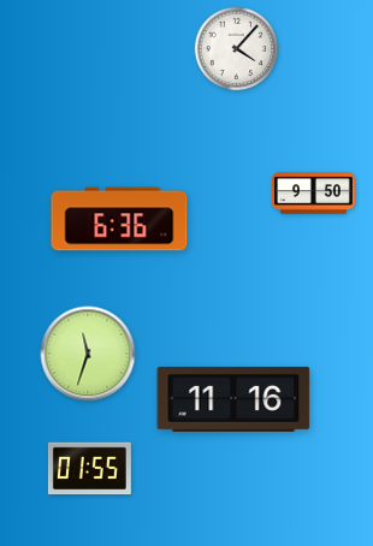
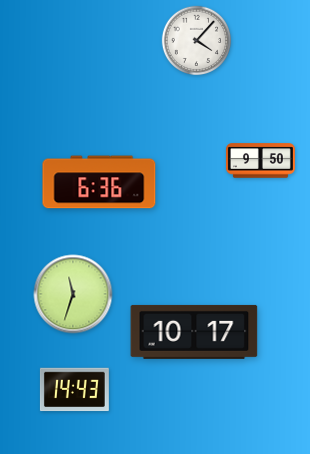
clock at (233, 399): 11:16 -> 10:17
clock at (89, 469): 01:55 -> 14:43
